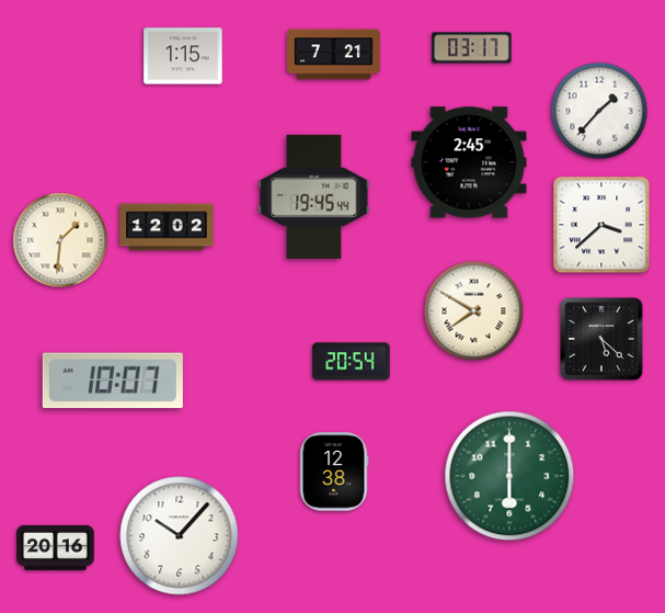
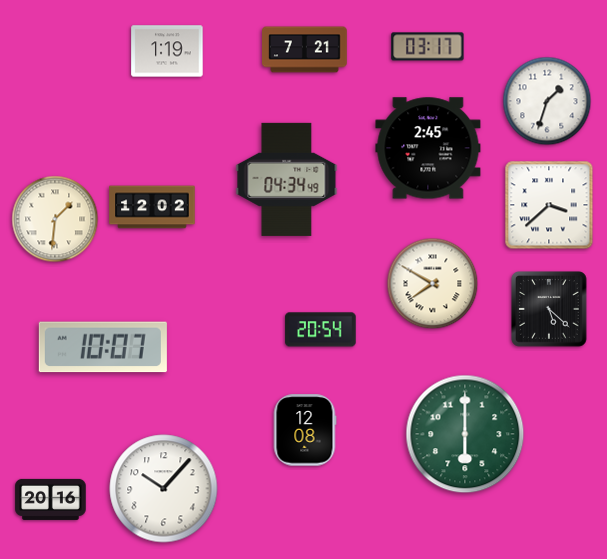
clock at (472, 48) position: (472, 48) -> (428, 47)
clock at (183, 56): 1:15 -> 1:19
clock at (599, 111): 1:37 -> 1:33
clock at (314, 196): 19:45 -> 04:34
clock at (334, 472): 12:38 -> 12:08
